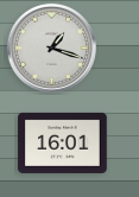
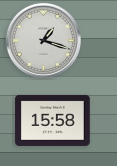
clock at (63, 142): 16:01 -> 15:58
